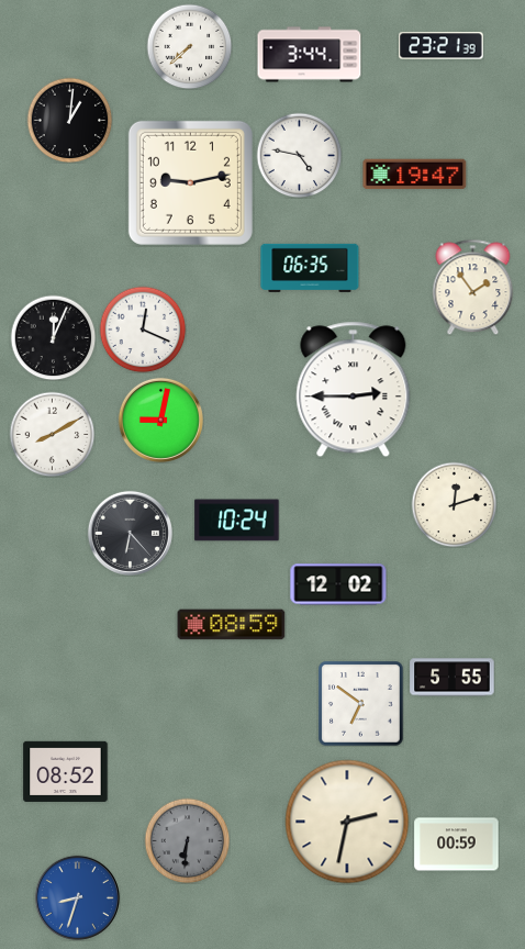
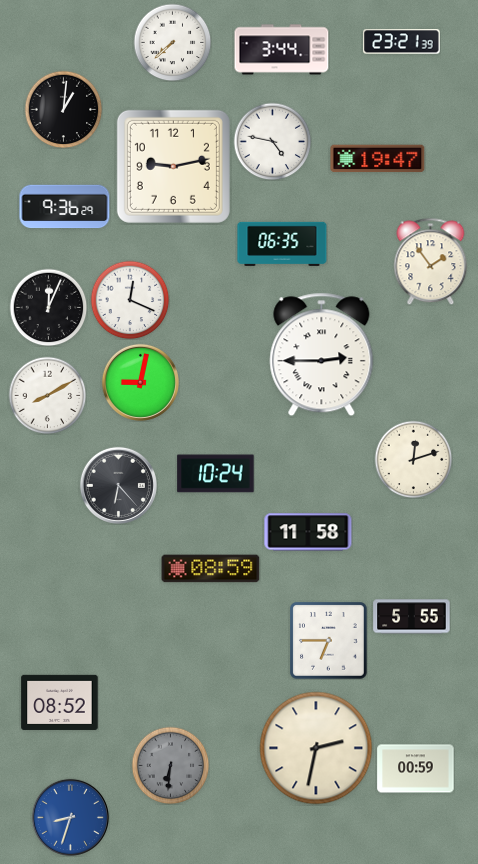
clock at (65, 207): none -> 9:36
clock at (160, 420) position: (160, 420) -> (140, 382)
clock at (338, 584): 12:02 -> 11:58
clock at (361, 704): 6:51 -> 6:45
